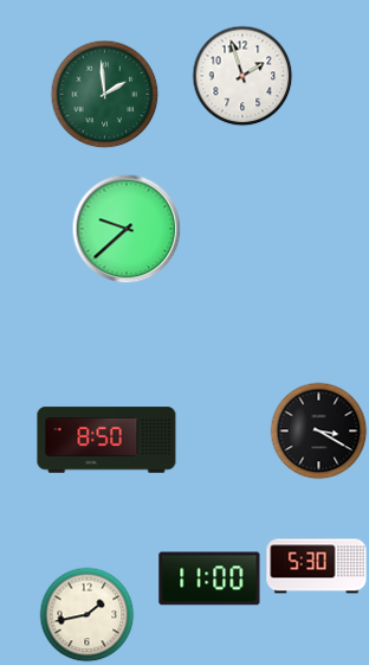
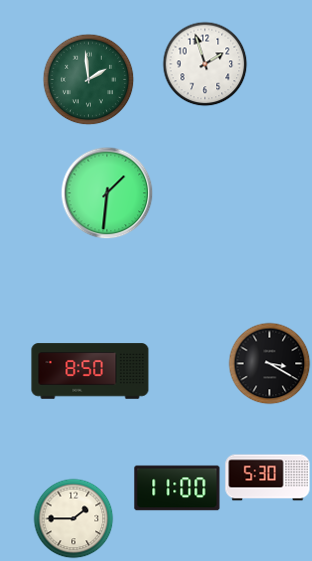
clock at (127, 229): 9:38 -> 1:31
clock at (88, 615): 1:43 -> 1:45
